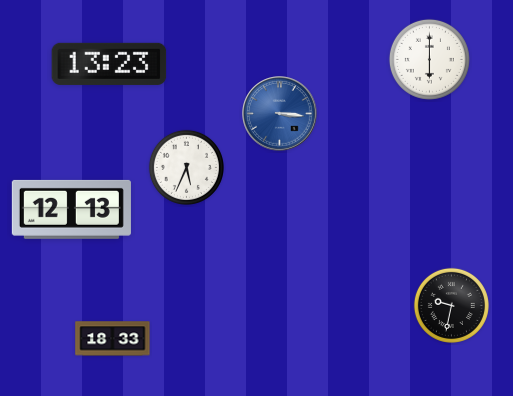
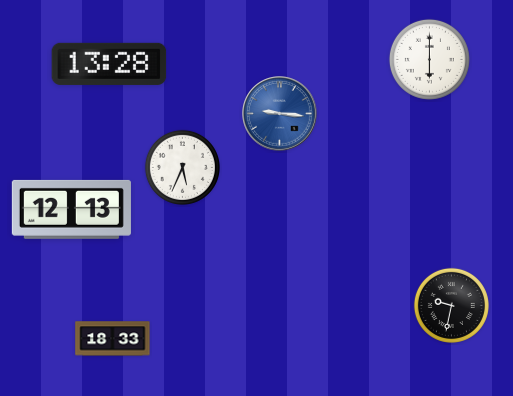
clock at (109, 64): 13:23 -> 13:28
clock at (280, 114): 3:16 -> 9:16
clock at (186, 167) position: (186, 167) -> (182, 167)
